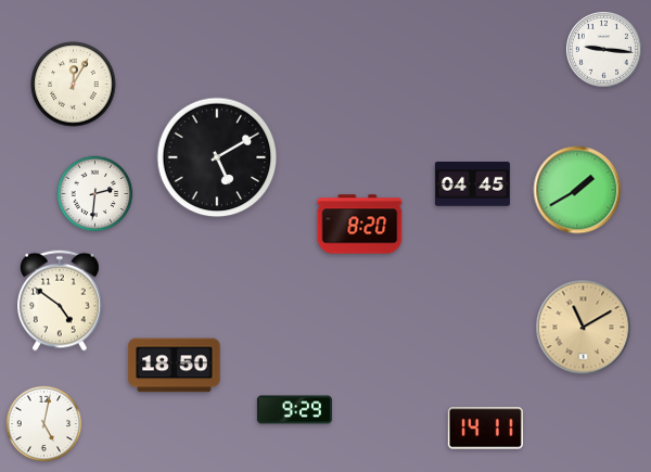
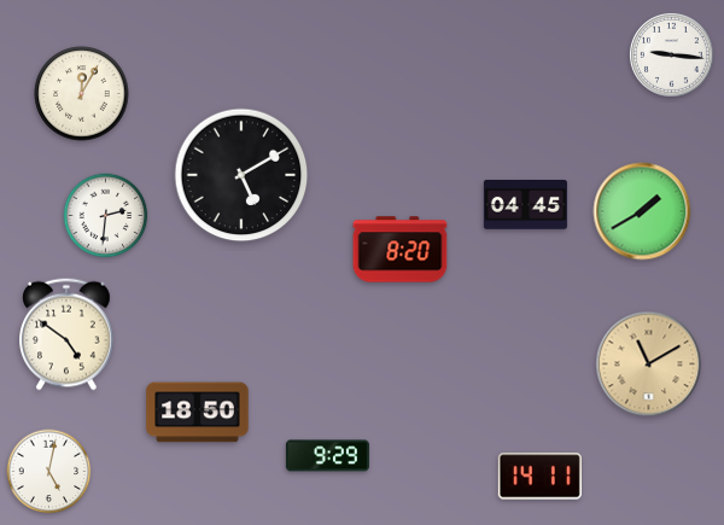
clock at (175, 366) position: (175, 366) -> (198, 413)
